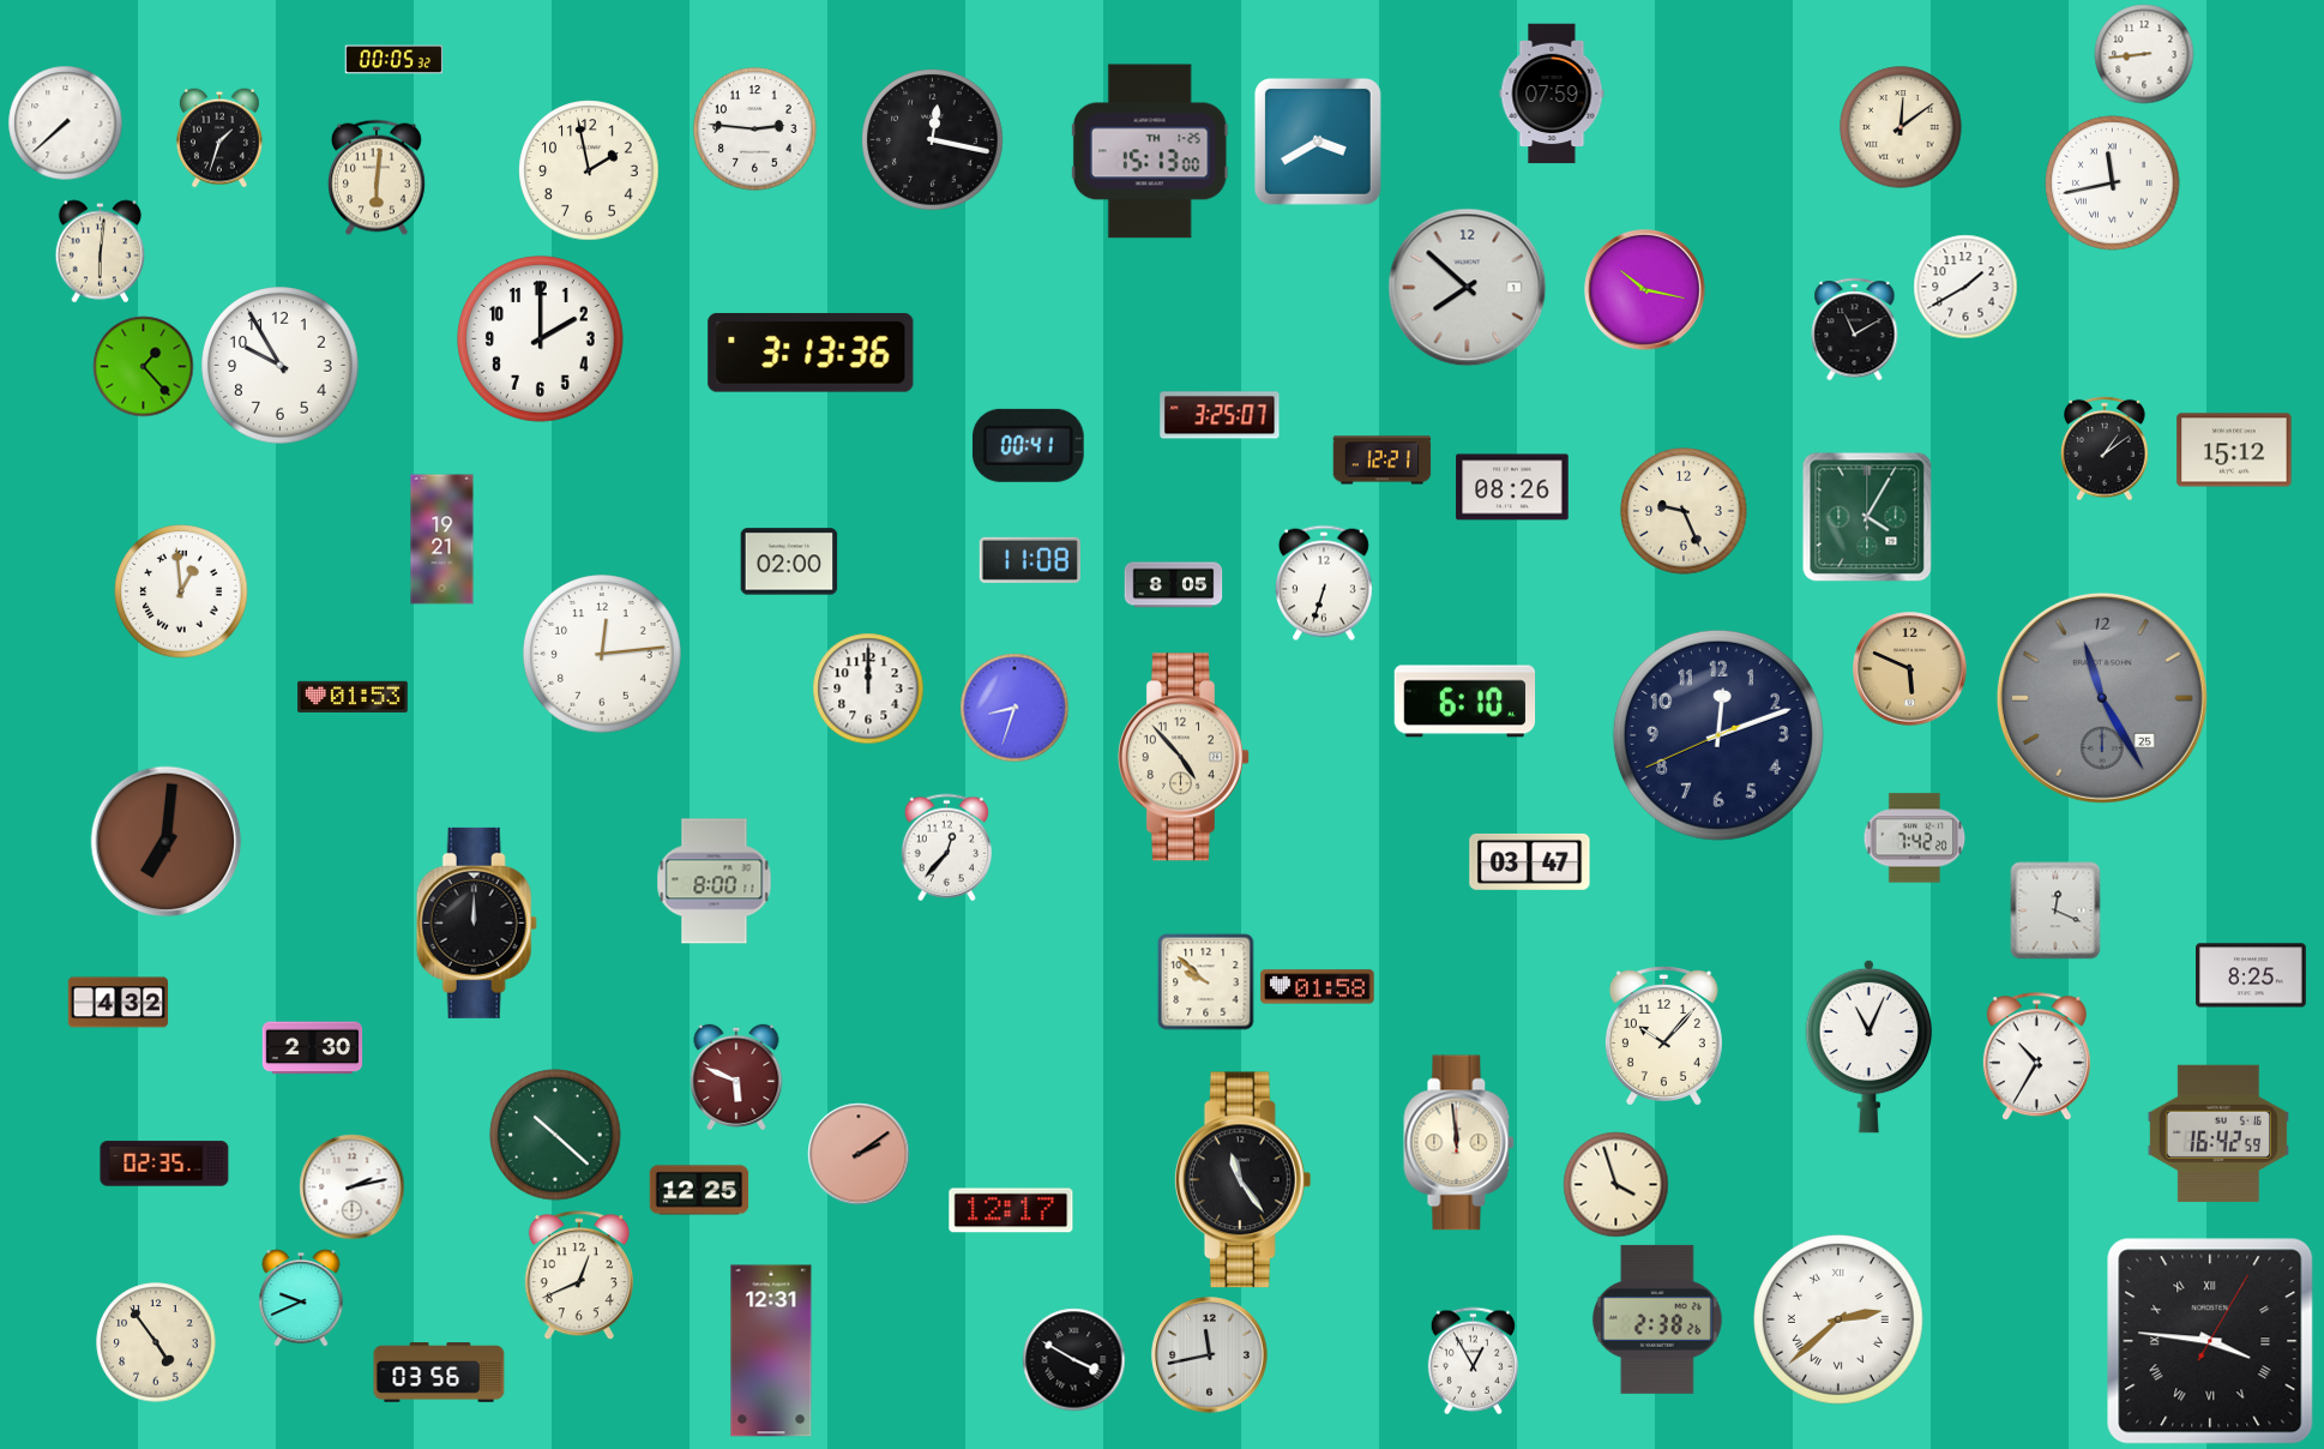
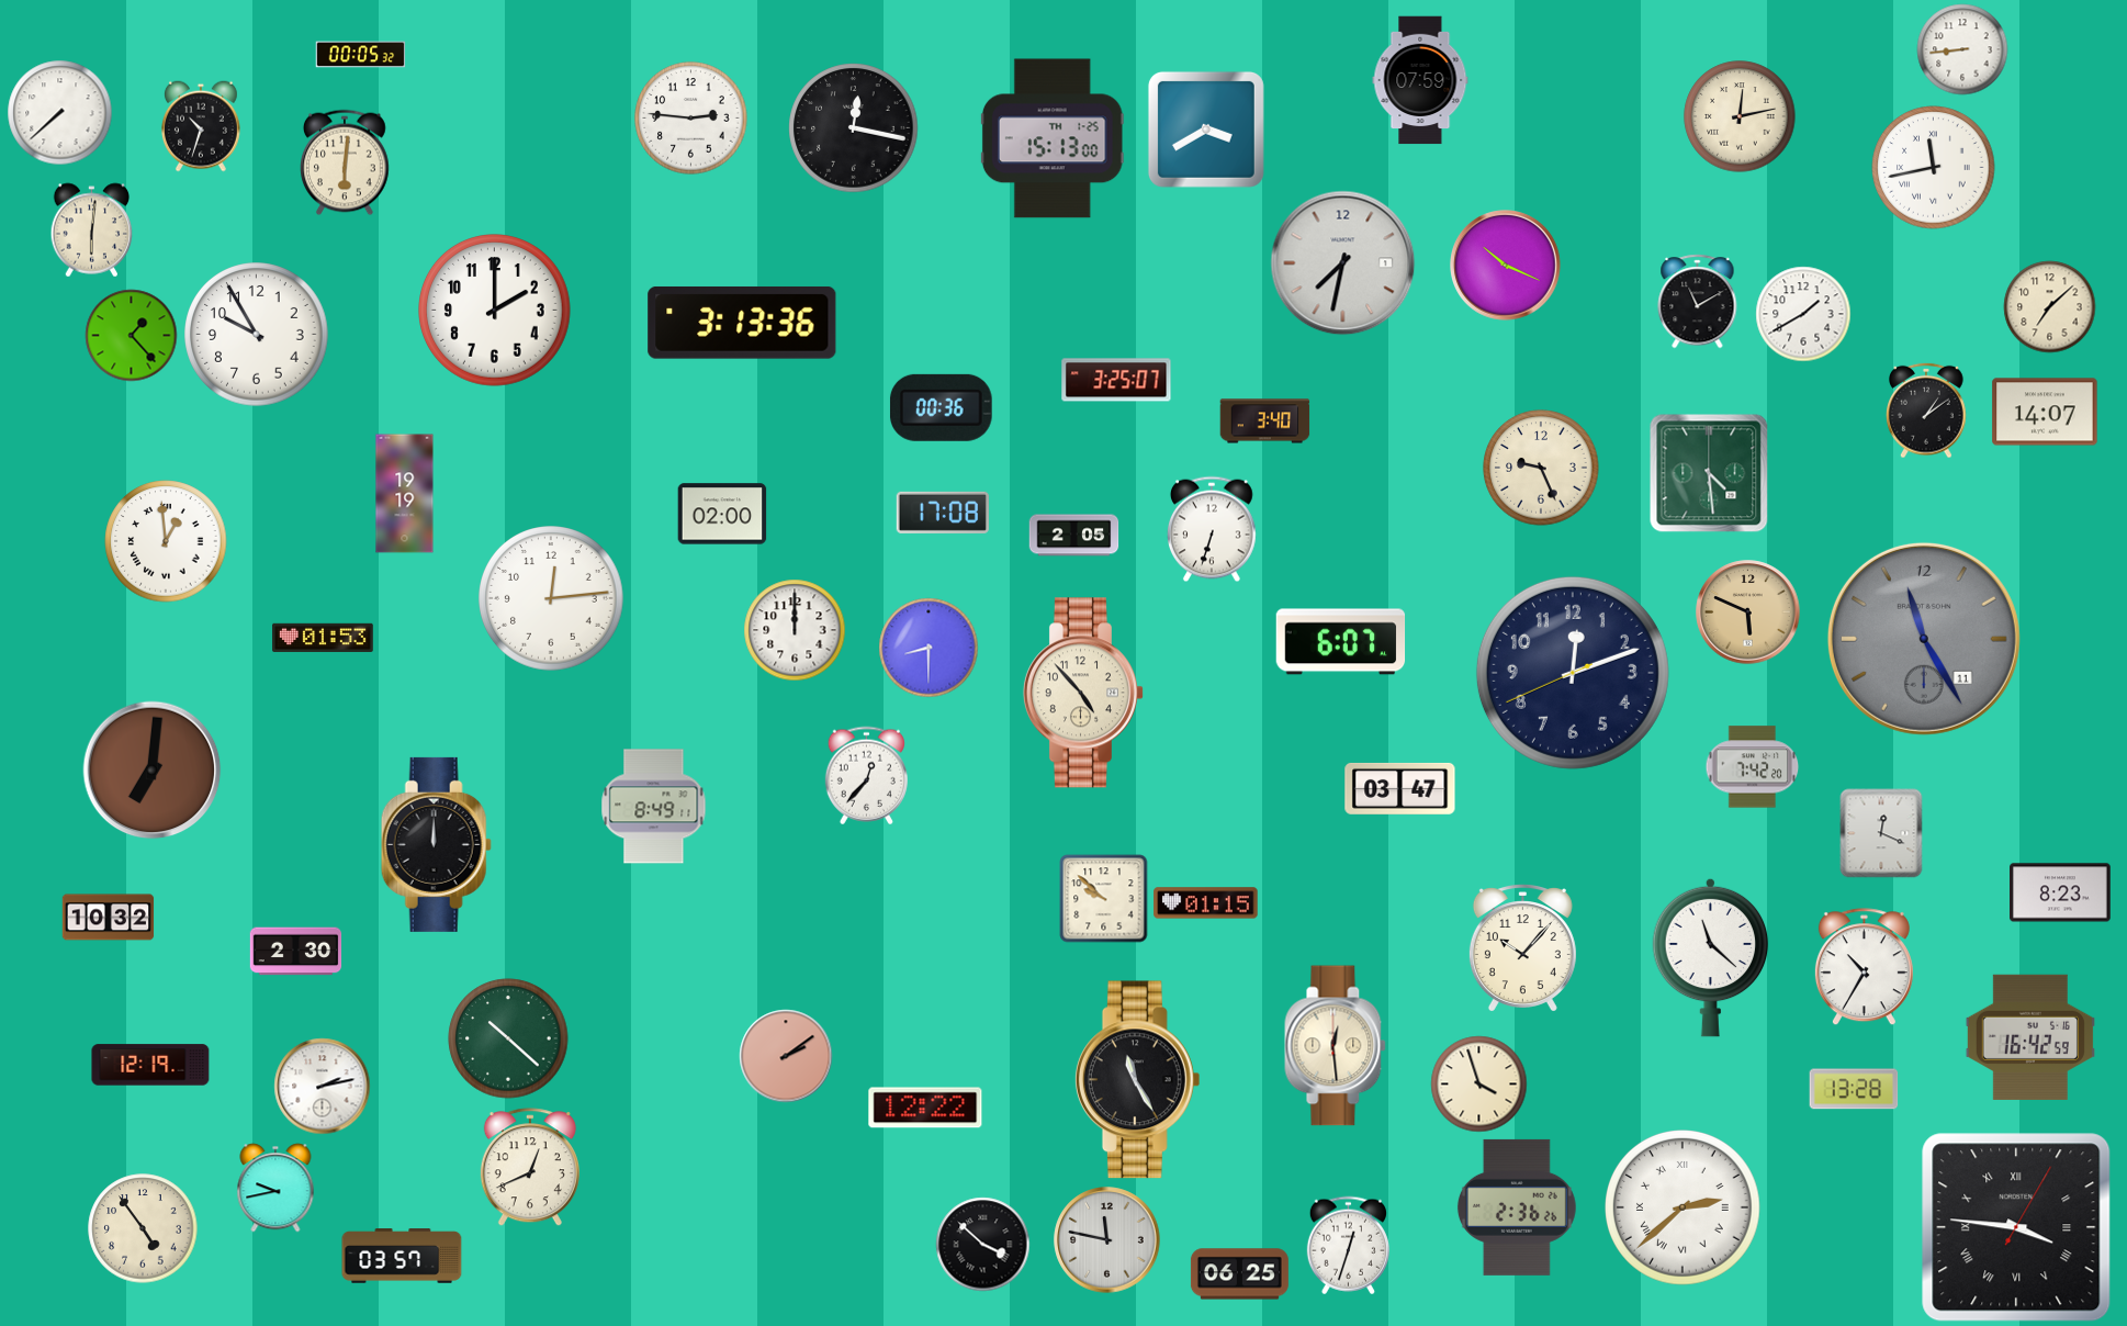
clock at (1552, 94) position: (1552, 94) -> (1420, 80)
clock at (1901, 127): 12:09 -> 12:13
clock at (219, 138): 1:33 -> 10:33
clock at (589, 170): 1:58 -> none
clock at (1965, 287) position: (1965, 287) -> (1803, 314)
clock at (1468, 288): 7:52 -> 7:32
clock at (1645, 290): 10:17 -> 10:19
clock at (2050, 307): none -> 7:08
clock at (1028, 445): 00:41 -> 00:36
clock at (2234, 450): 15:12 -> 14:07
clock at (1383, 461): 12:21 -> 3:40
clock at (1512, 487): 08:26 -> none
clock at (1867, 517): 4:05 -> 4:29
clock at (442, 540): 19:21 -> 19:19
clock at (1030, 560): 11:08 -> 17:08
clock at (1325, 583) position: (1325, 583) -> (1213, 529)
clock at (1174, 585): 8:05 -> 2:05
clock at (2102, 698) date: 25 -> 11
clock at (1465, 702): 6:10 -> 6:07
clock at (1015, 708): 8:33 -> 8:30
clock at (715, 882): 8:00 -> 8:49
clock at (2251, 975): 8:25 -> 8:23
clock at (1318, 987): 01:58 -> 01:15
clock at (119, 1003): 4:32 -> 10:32
clock at (1870, 1046): 11:04 -> 11:22
clock at (313, 1048) position: (313, 1048) -> (296, 952)
clock at (736, 1077): 5:49 -> none
clock at (1459, 1143): 11:59 -> 12:29
clock at (164, 1164): 02:35 -> 12:19
clock at (1242, 1180): 11:24 -> 11:25
clock at (699, 1190): 12:25 -> none
clock at (1854, 1089): none -> 13:28
clock at (1011, 1210): 12:17 -> 12:22
clock at (301, 1298): 9:41 -> 9:43
clock at (1657, 1319): 2:38 -> 2:36
clock at (2210, 1341) position: (2210, 1341) -> (2016, 1227)
clock at (771, 1351): 12:31 -> none
clock at (1210, 1355): 11:43 -> 11:47
clock at (1074, 1360): 3:50 -> 3:52
clock at (1473, 1361): 12:55 -> 12:33
clock at (439, 1372): 03:56 -> 03:57
clock at (1239, 1274): none -> 06:25
